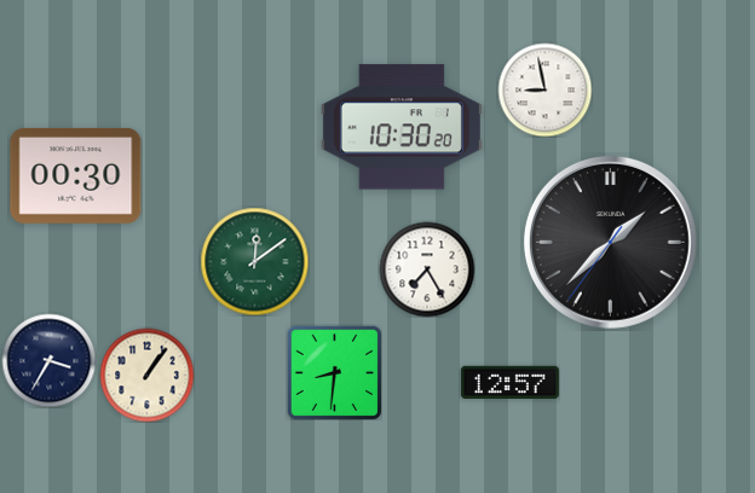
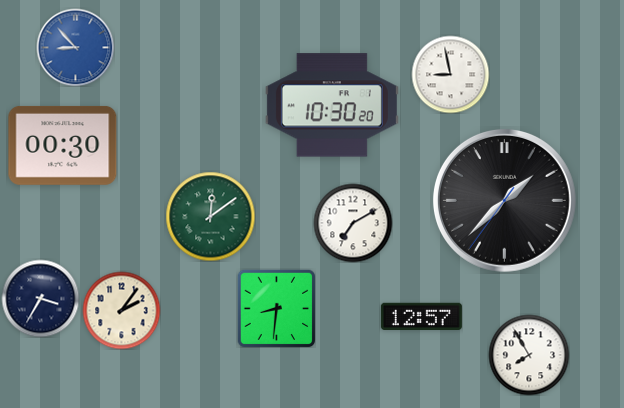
clock at (75, 47): none -> 8:53
clock at (427, 269): 7:25 -> 7:10
clock at (146, 375): 1:06 -> 2:06
clock at (529, 355): none -> 7:55
